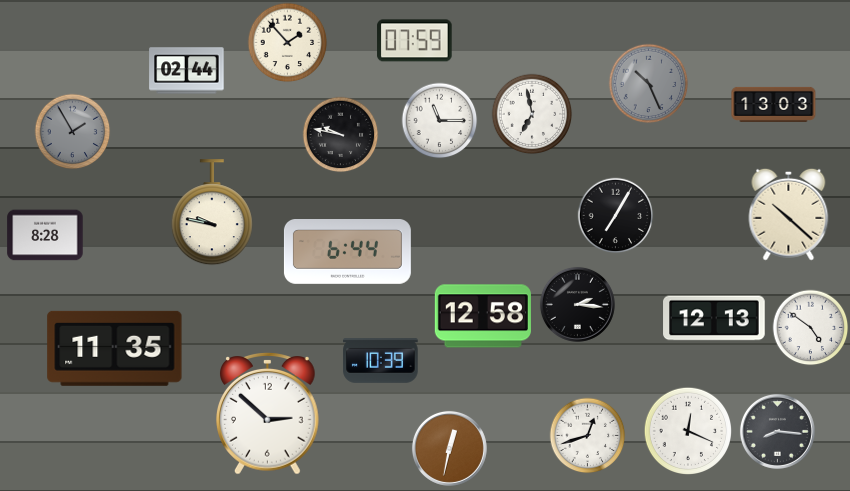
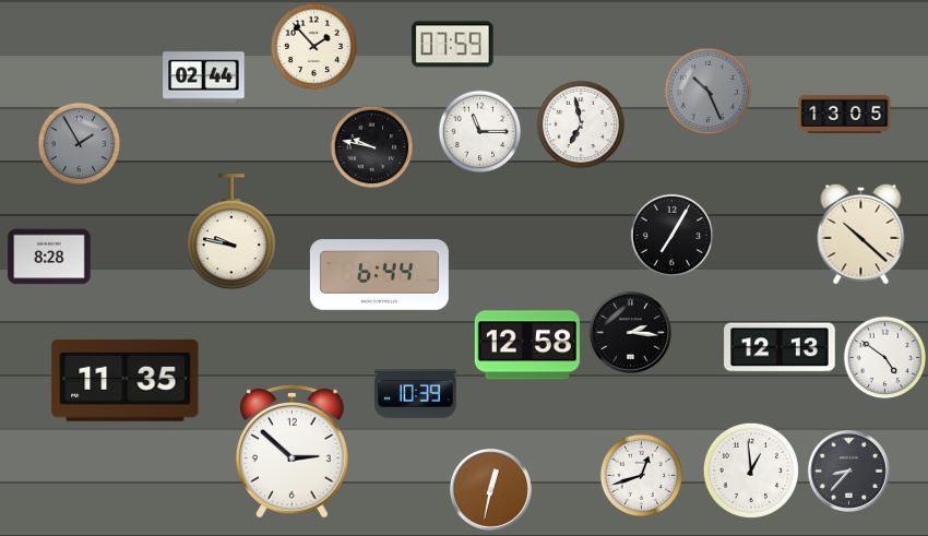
clock at (774, 104): 13:03 -> 13:05
clock at (687, 430): 12:19 -> 12:59
clock at (777, 431): 8:16 -> 8:37
